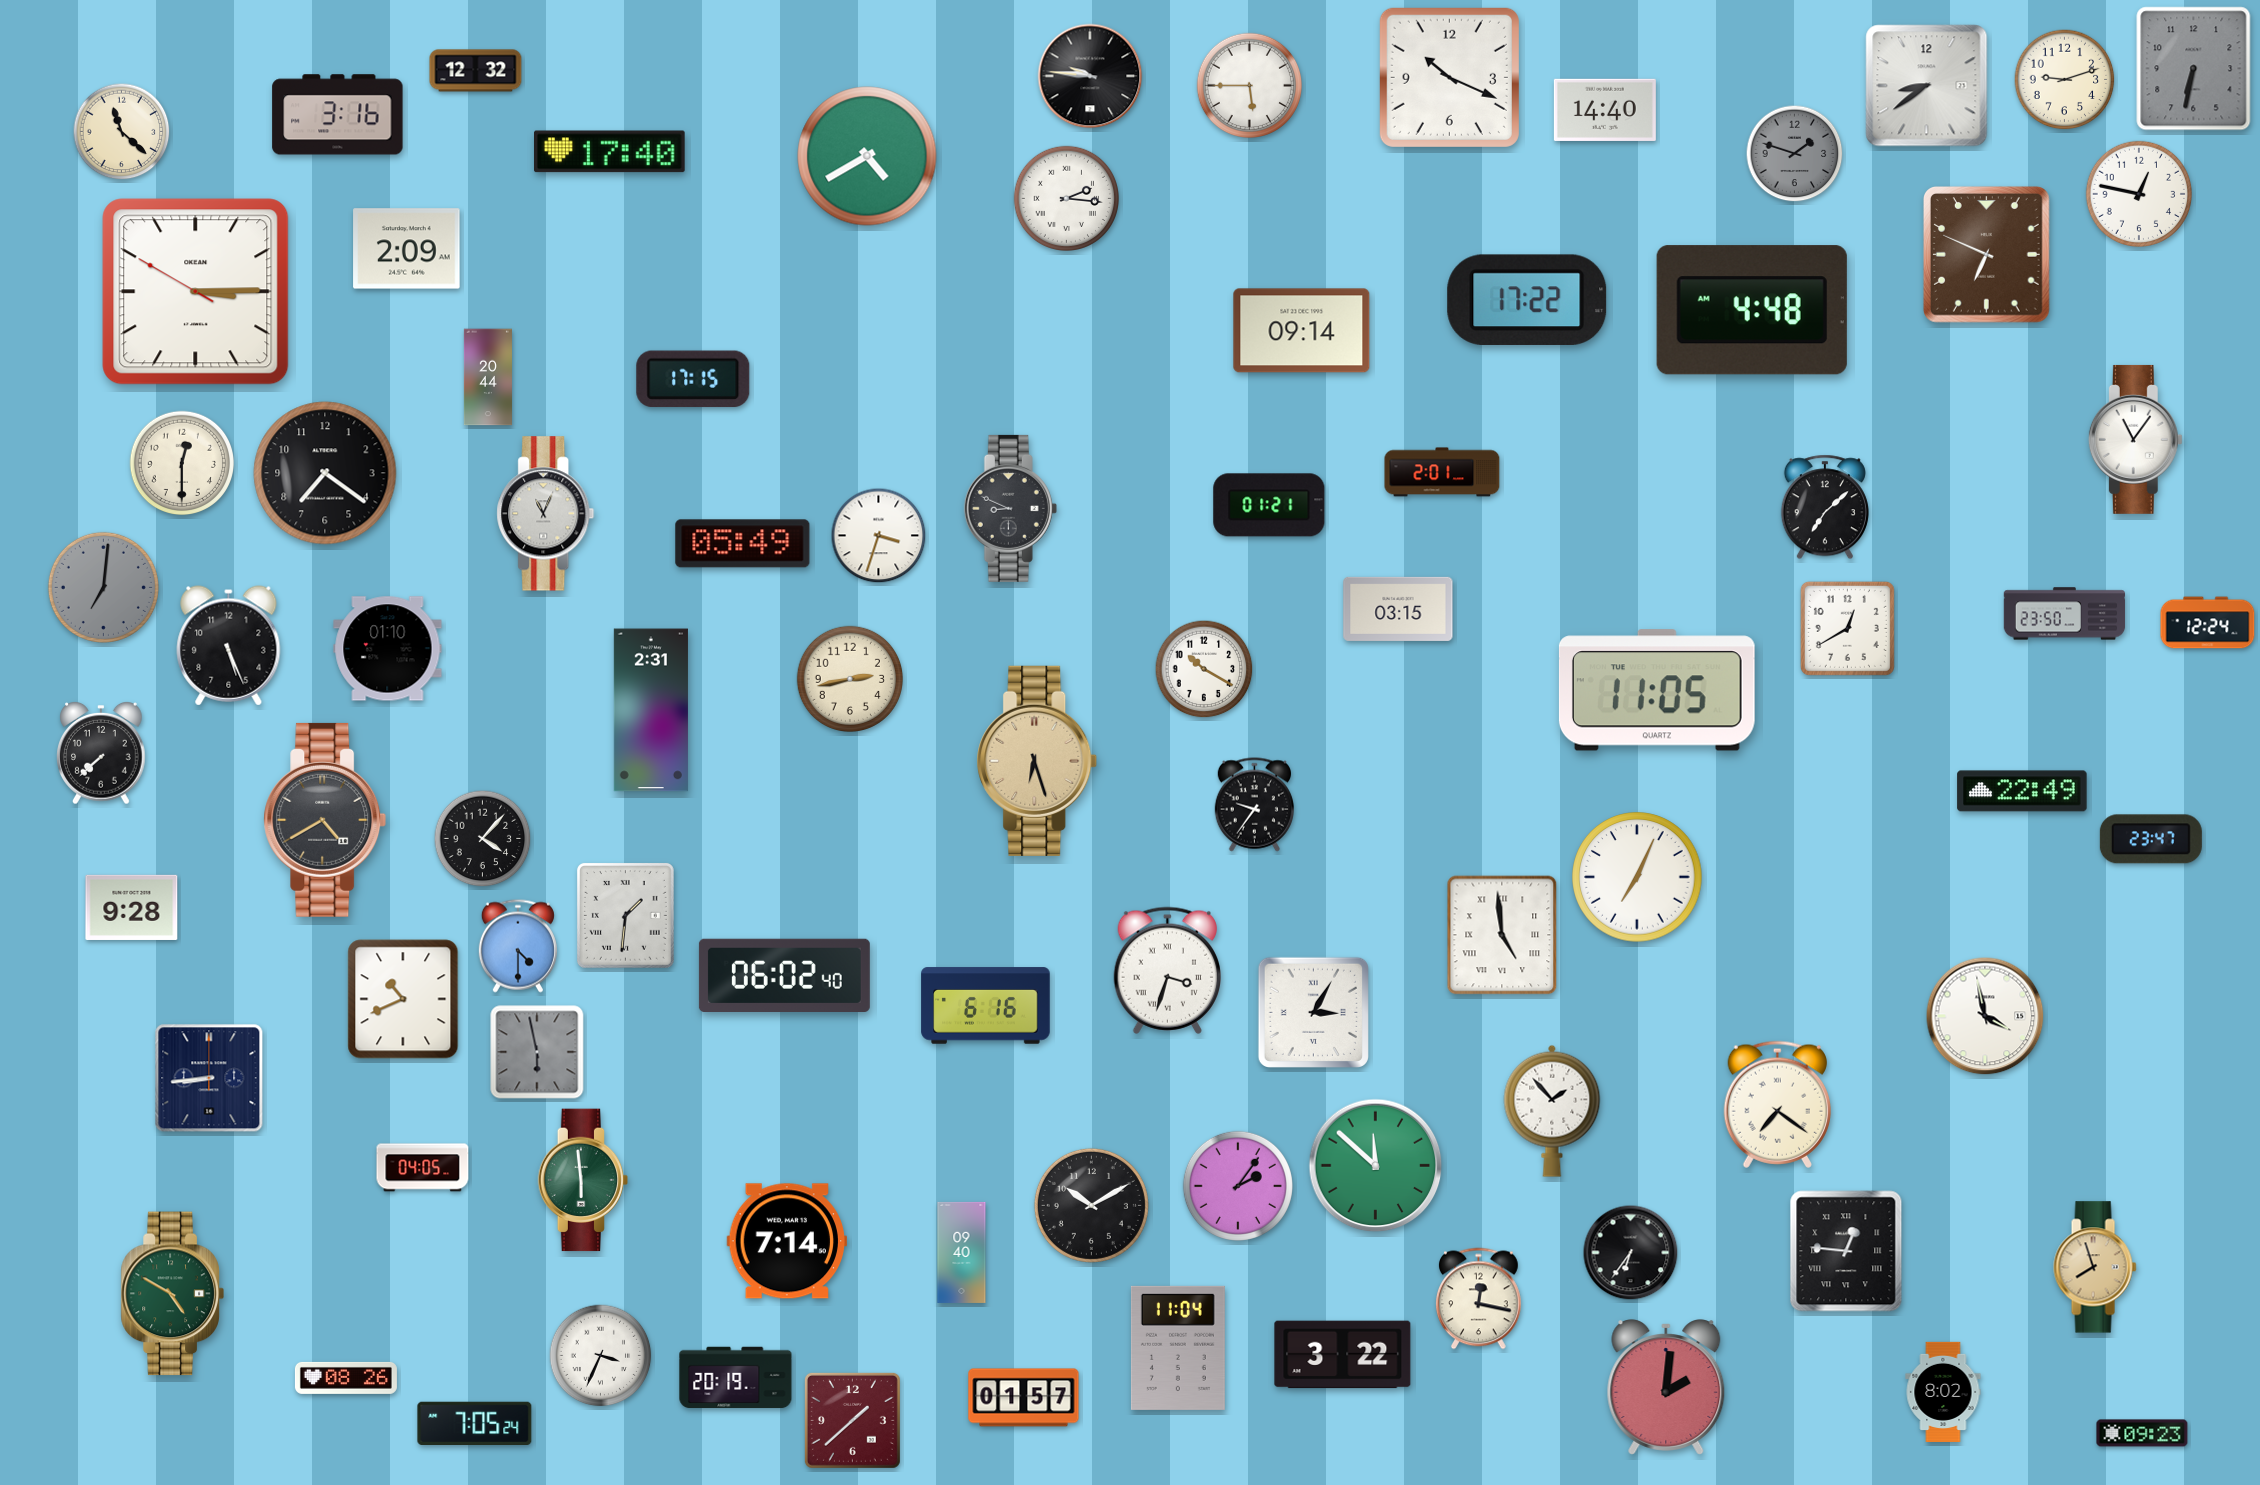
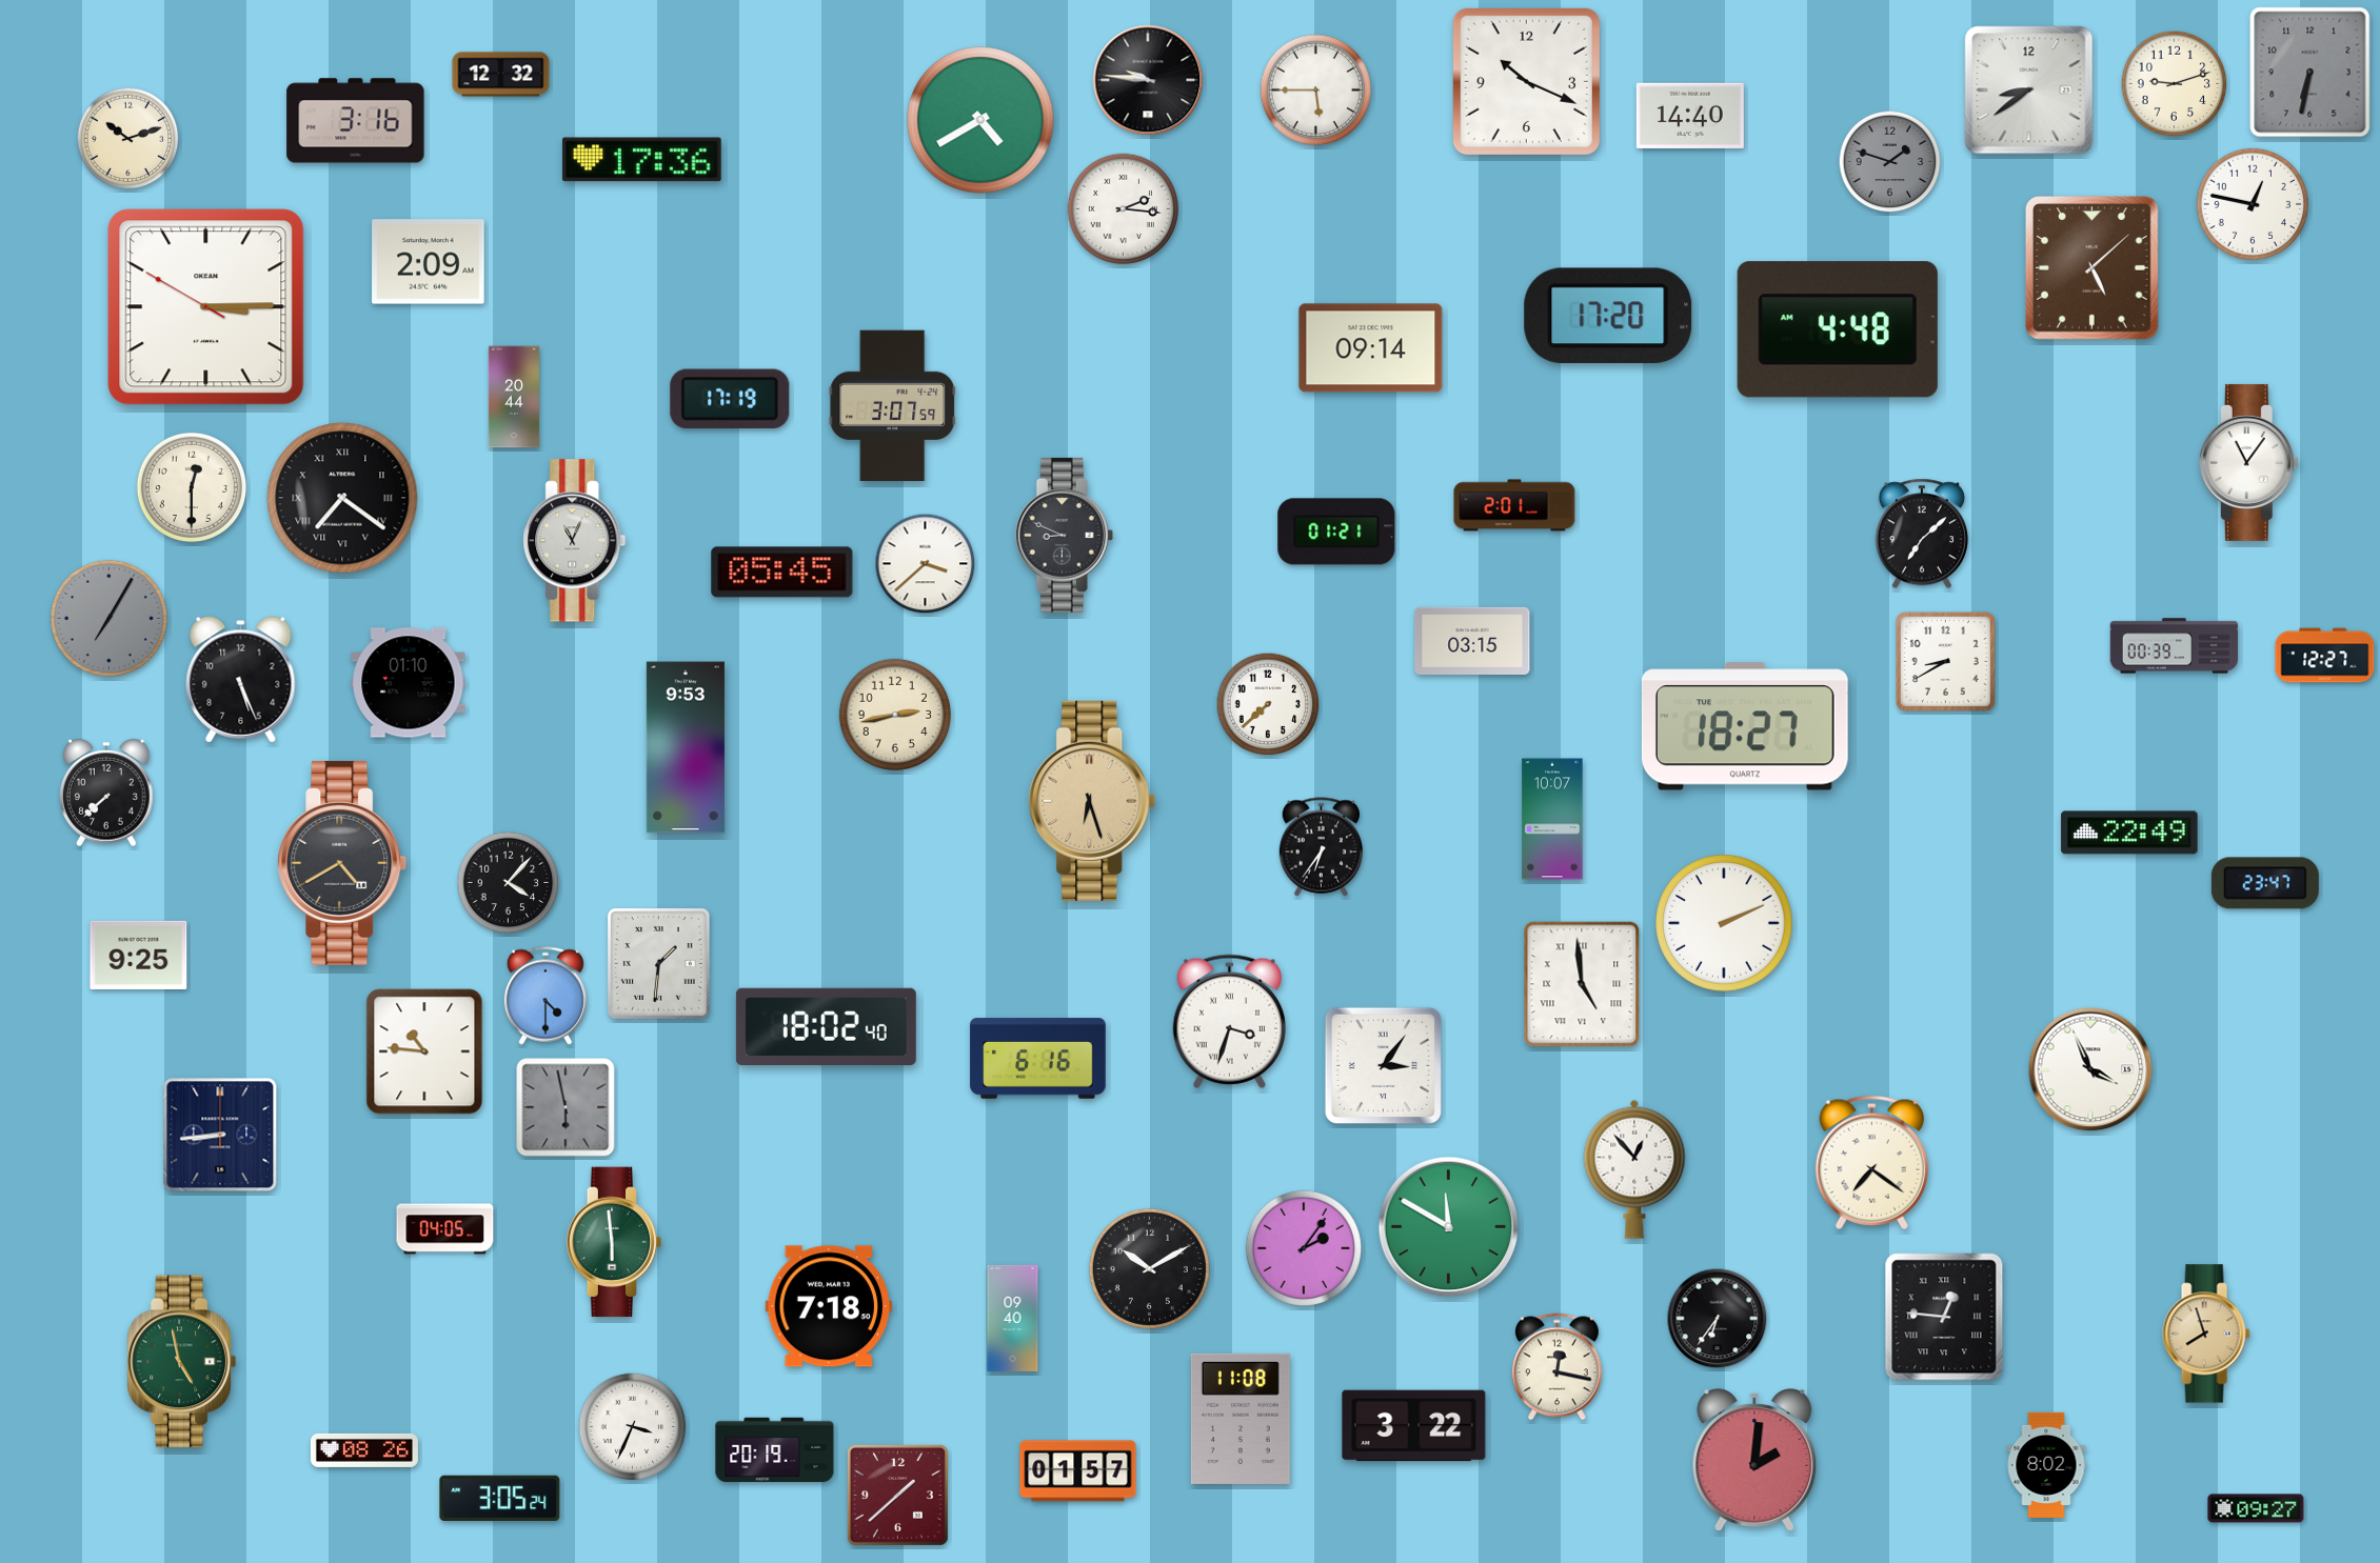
clock at (122, 132): 11:22 -> 10:12
clock at (610, 152): 17:40 -> 17:36
clock at (867, 156) position: (867, 156) -> (980, 120)
clock at (1986, 255): 6:49 -> 5:08
clock at (1527, 300): 17:22 -> 17:20
clock at (1752, 310) position: (1752, 310) -> (1838, 329)
clock at (693, 379): 17:15 -> 17:19
clock at (893, 406): none -> 3:07
clock at (1442, 472) position: (1442, 472) -> (1514, 505)
clock at (325, 473) numerals: Arabic -> Roman
clock at (879, 536): 3:33 -> 3:38
clock at (743, 544): 05:49 -> 05:45
clock at (103, 587): 7:01 -> 7:05
clock at (2065, 614): 23:50 -> 00:39
clock at (2208, 623): 12:24 -> 12:27
clock at (1847, 628): 12:40 -> 8:40
clock at (1204, 669): 10:20 -> 7:38
clock at (1657, 690): 11:05 -> 18:27
clock at (651, 710): 2:31 -> 9:53
clock at (1552, 819): none -> 10:07
clock at (1254, 805): 9:36 -> 6:36
clock at (1637, 877): 7:04 -> 2:11
clock at (132, 907): 9:28 -> 9:25
clock at (784, 975): 06:02 -> 18:02
clock at (403, 999): 10:41 -> 10:46
clock at (1313, 1012): 3:05 -> 3:06
clock at (1985, 1016): 3:58 -> 3:56
clock at (1552, 1111): 1:53 -> 12:53
clock at (1376, 1166): 11:52 -> 11:50
clock at (786, 1241): 7:14 -> 7:18
clock at (172, 1294): 4:50 -> 4:58
clock at (1178, 1348): 11:04 -> 11:08
clock at (475, 1423): 7:05 -> 3:05
clock at (2142, 1433): 09:23 -> 09:27
